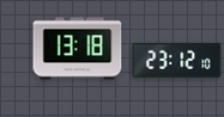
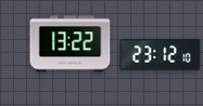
clock at (78, 49): 13:18 -> 13:22
